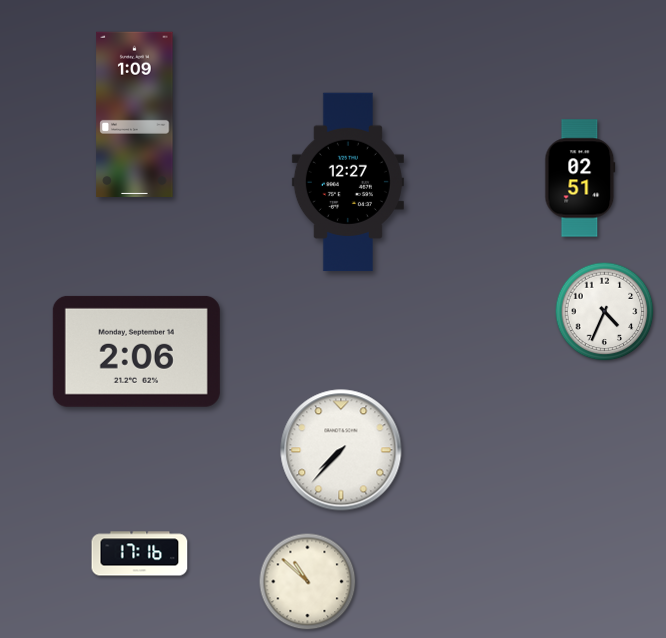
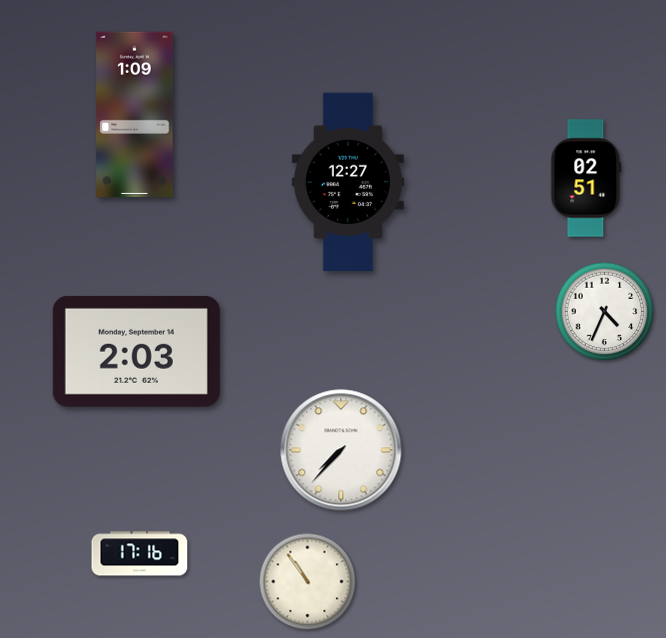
clock at (580, 178) position: (580, 178) -> (586, 178)
clock at (136, 351): 2:06 -> 2:03
clock at (308, 582): 10:52 -> 10:54
